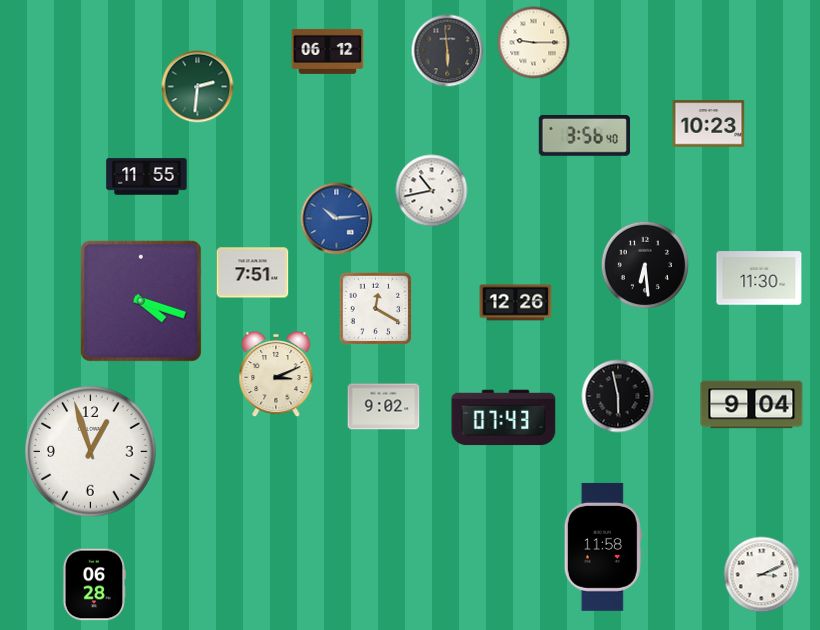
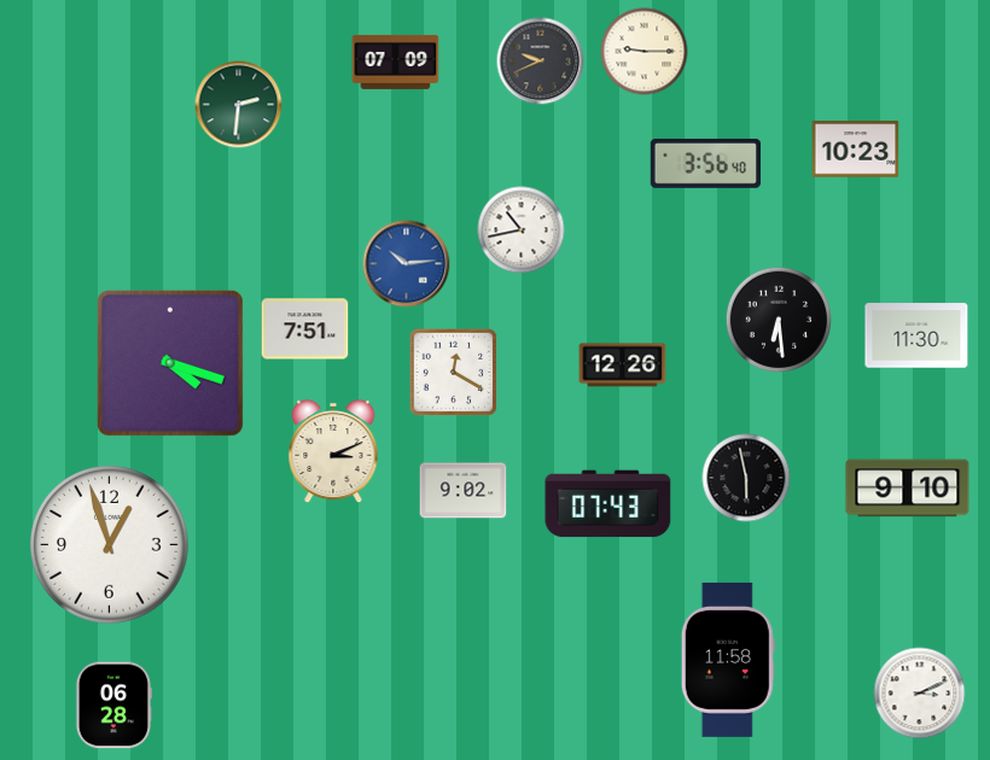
clock at (328, 51): 06:12 -> 07:09
clock at (448, 51): 5:59 -> 9:41
clock at (147, 177): 11:55 -> none
clock at (752, 405): 9:04 -> 9:10
